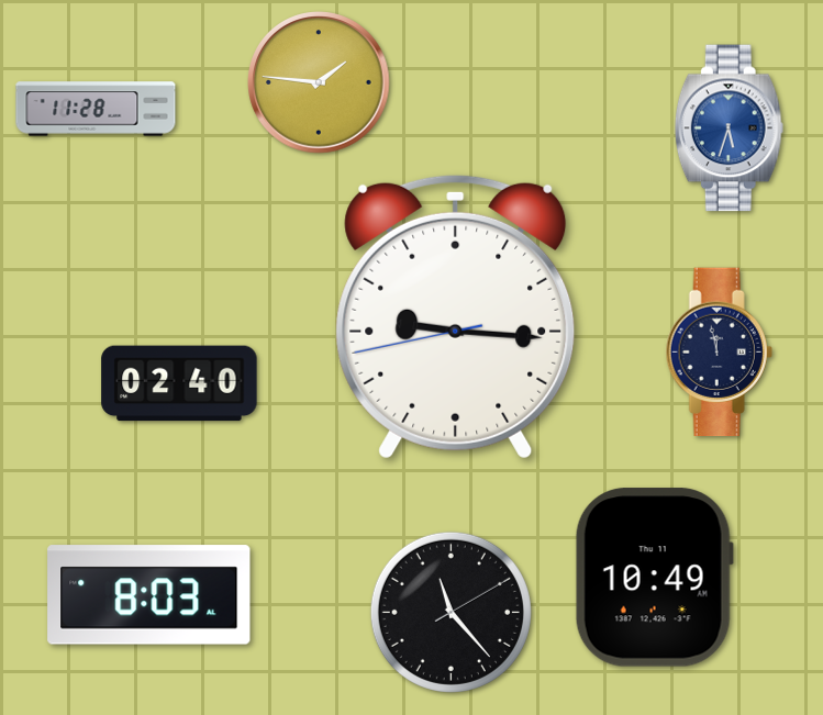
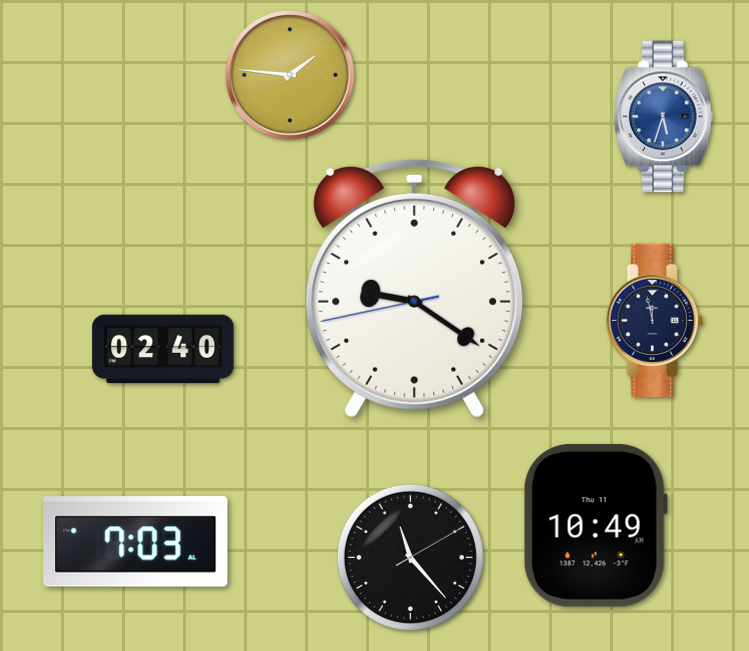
clock at (96, 109): 11:28 -> none
clock at (456, 316): 9:15 -> 9:20
clock at (149, 595): 8:03 -> 7:03
